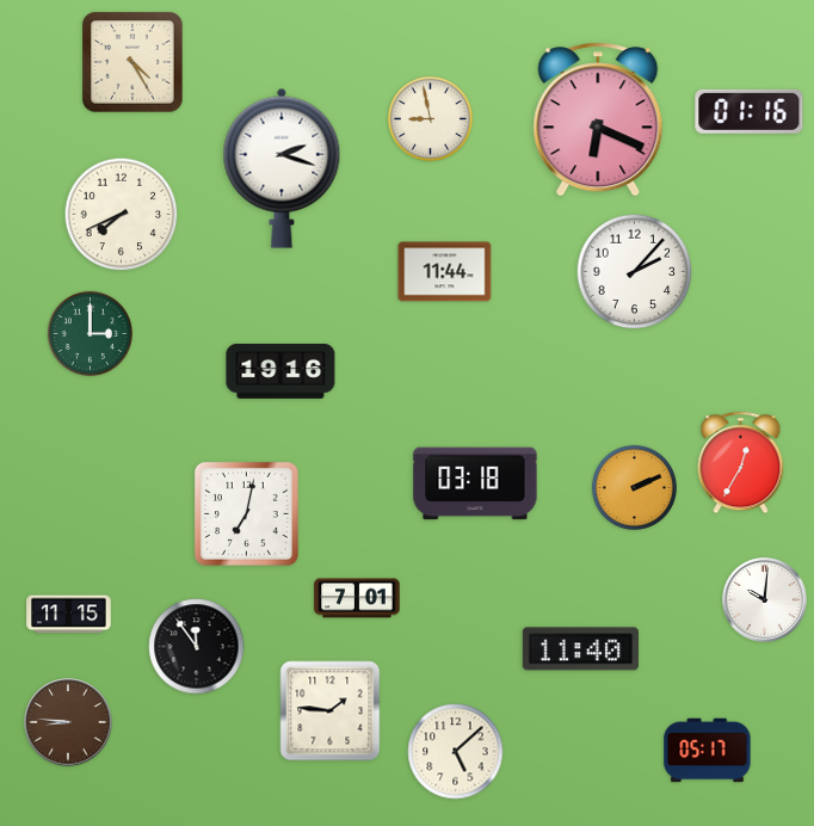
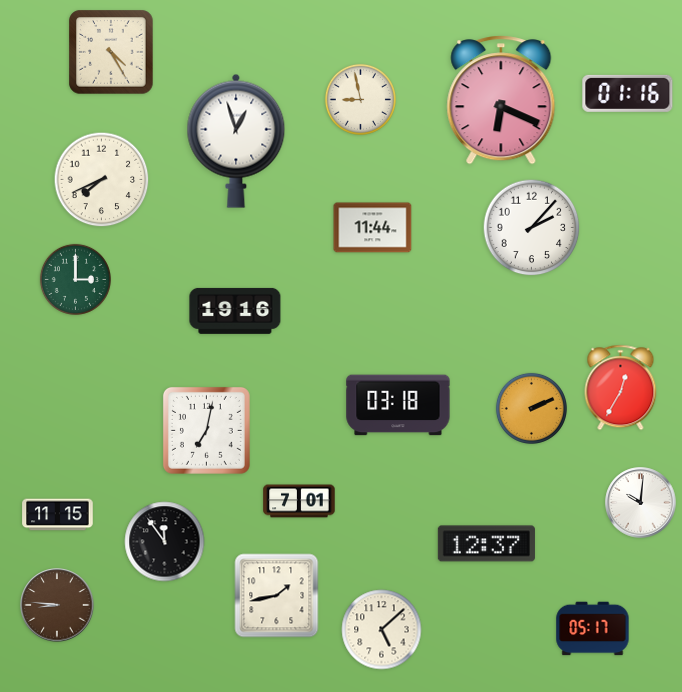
clock at (282, 168): 2:18 -> 12:57
clock at (580, 649): 11:40 -> 12:37
clock at (331, 711): 1:46 -> 1:43
